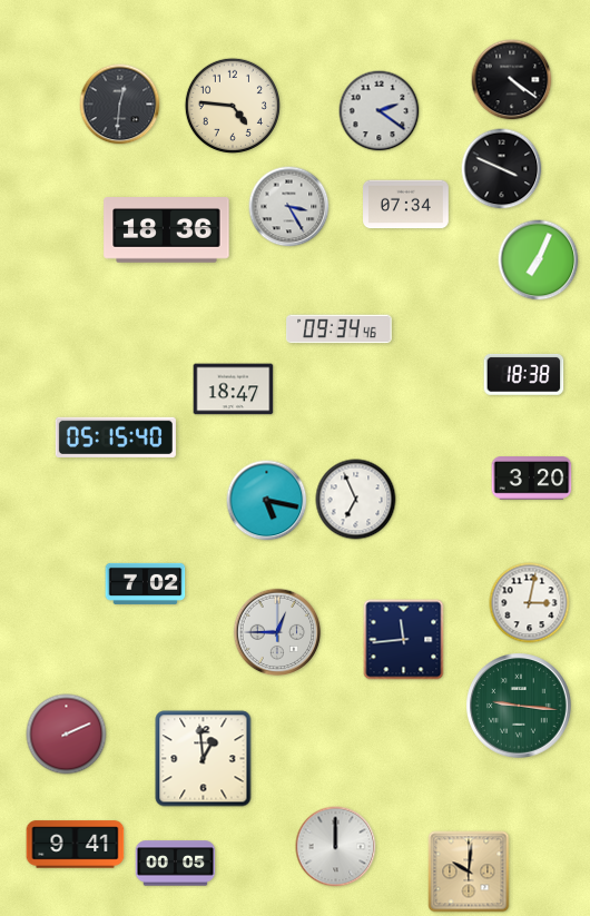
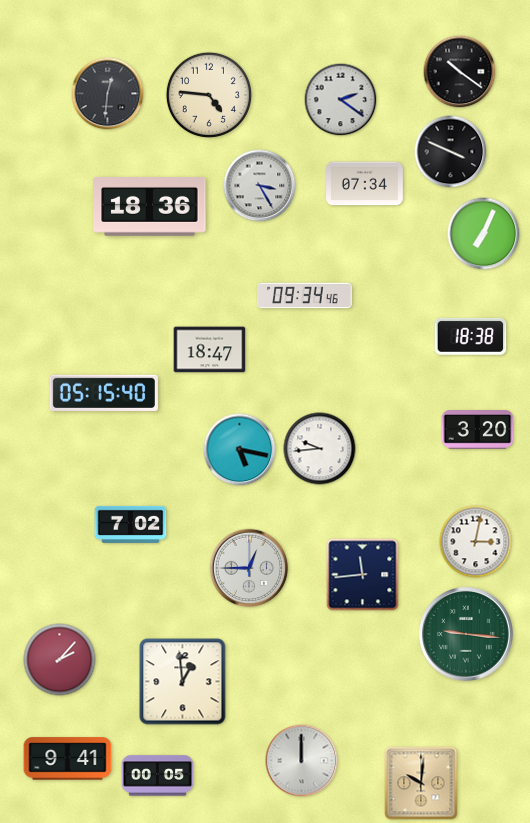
clock at (512, 80): 4:21 -> 10:21
clock at (356, 500): 6:56 -> 9:44
clock at (67, 735): 2:11 -> 2:07
